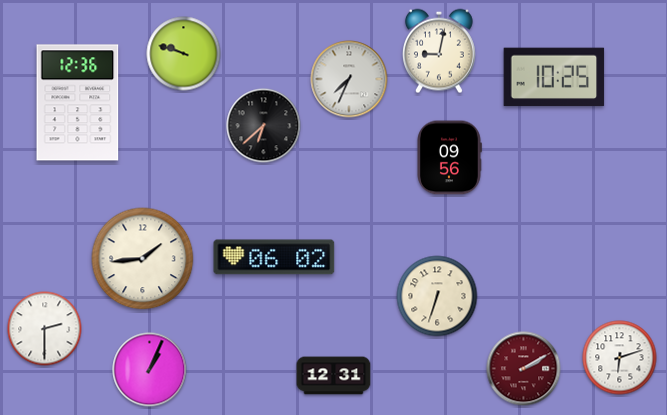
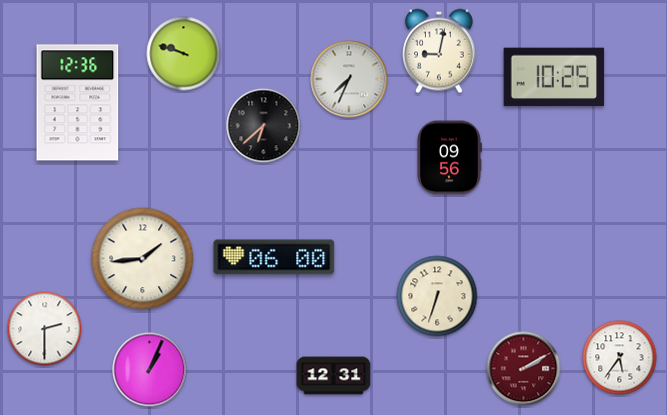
clock at (274, 257): 06:02 -> 06:00
clock at (620, 358): 6:12 -> 5:36
